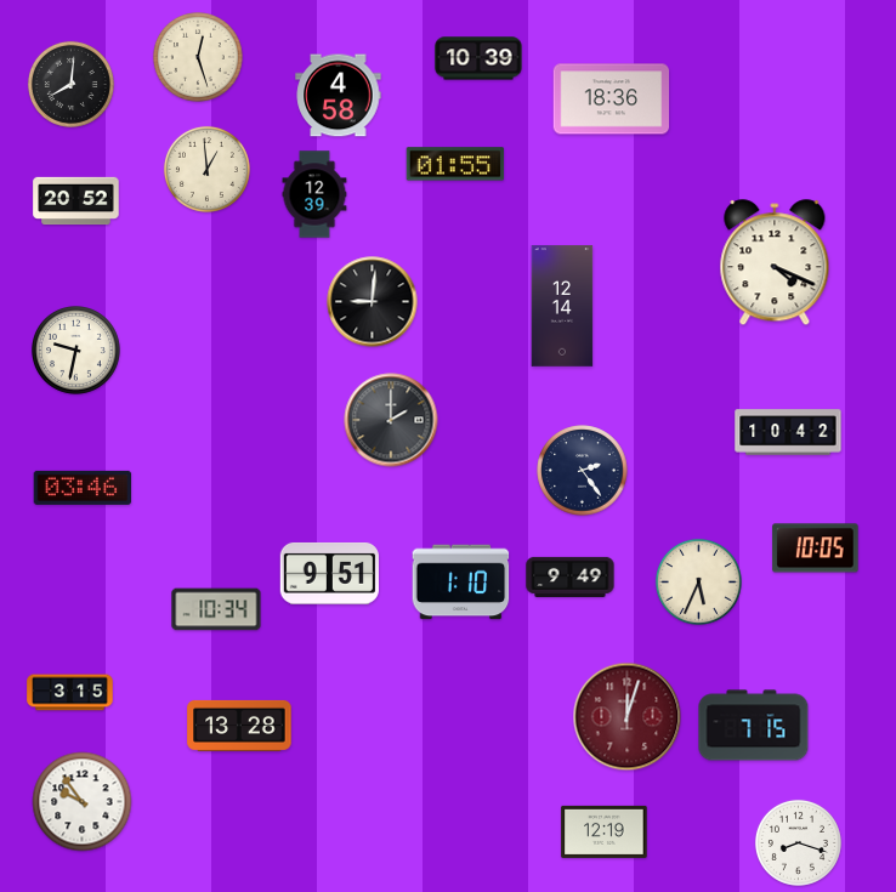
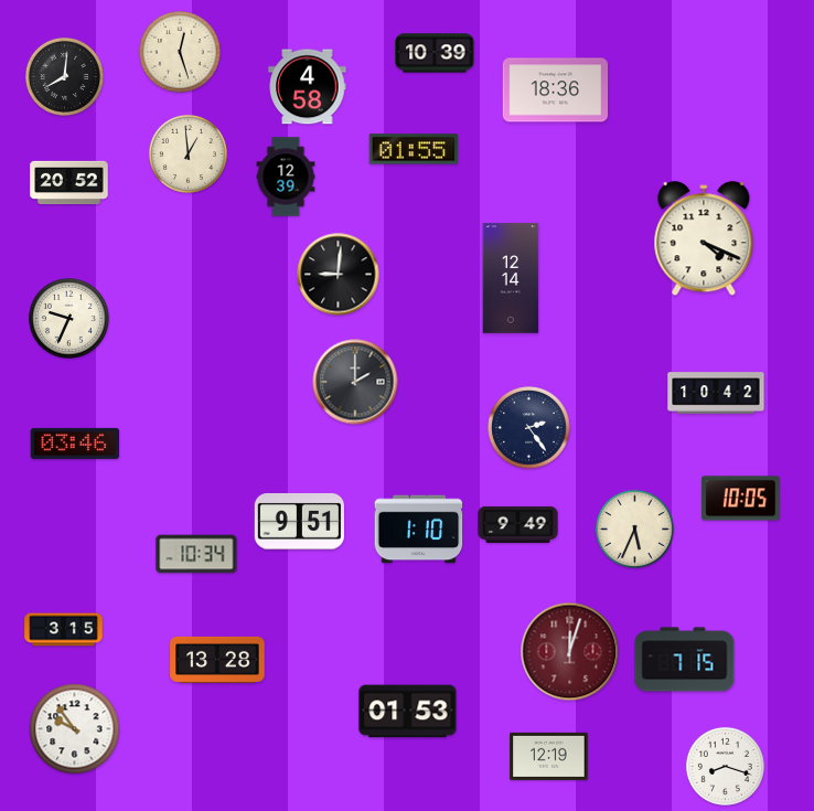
clock at (76, 351): 9:32 -> 9:34
clock at (408, 712): none -> 01:53
